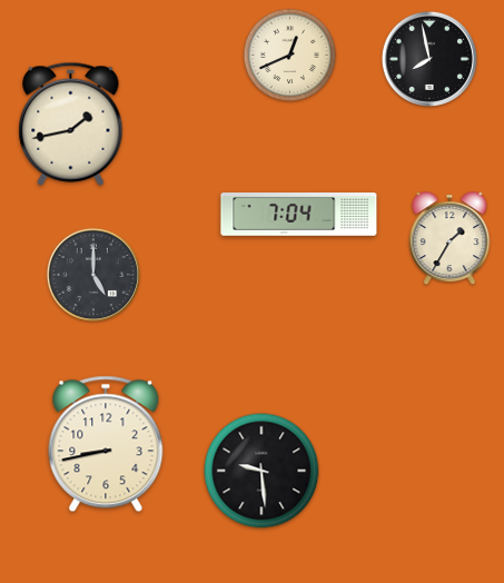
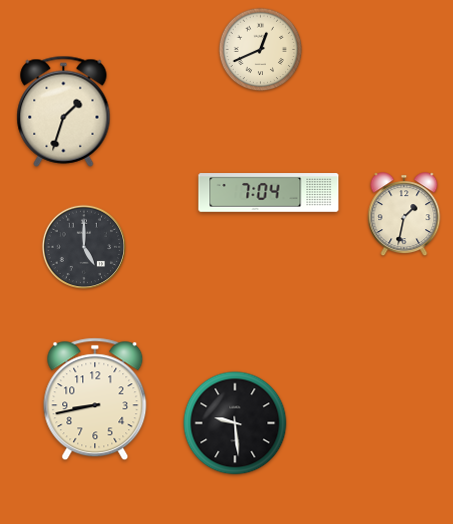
clock at (429, 59): 7:58 -> none
clock at (71, 123): 1:43 -> 1:33
clock at (449, 239): 1:35 -> 1:32
